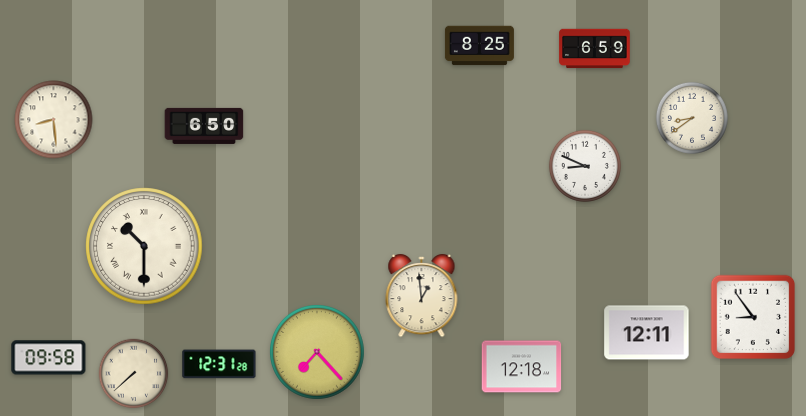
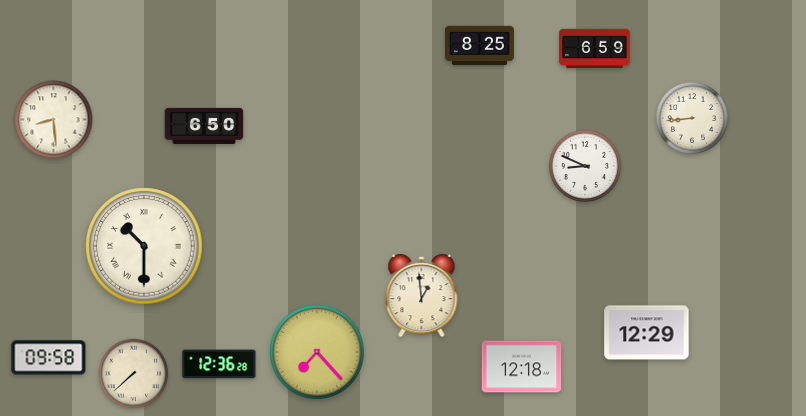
clock at (692, 118): 8:39 -> 8:44
clock at (753, 317): 8:54 -> none
clock at (647, 333): 12:11 -> 12:29
clock at (219, 364): 12:31 -> 12:36
